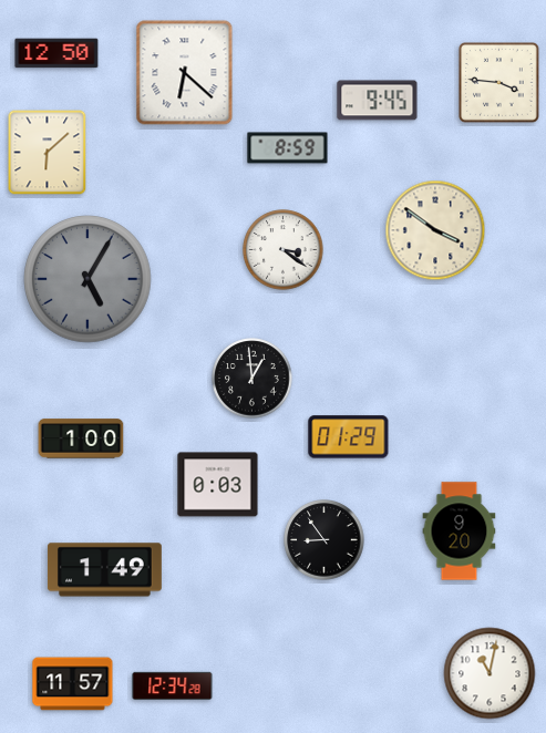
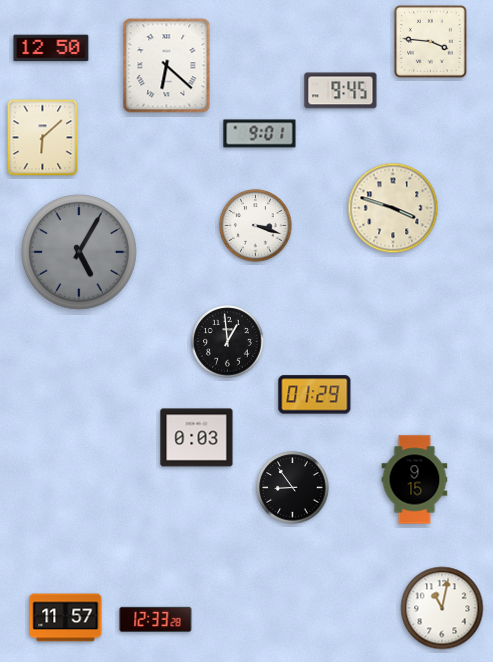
clock at (499, 83) position: (499, 83) -> (431, 42)
clock at (288, 148): 8:59 -> 9:01
clock at (435, 230): 3:51 -> 3:48
clock at (284, 250): 3:21 -> 3:18
clock at (81, 438): 1:00 -> none
clock at (460, 531): 9:20 -> 9:15
clock at (105, 570): 1:49 -> none
clock at (173, 685): 12:34 -> 12:33
